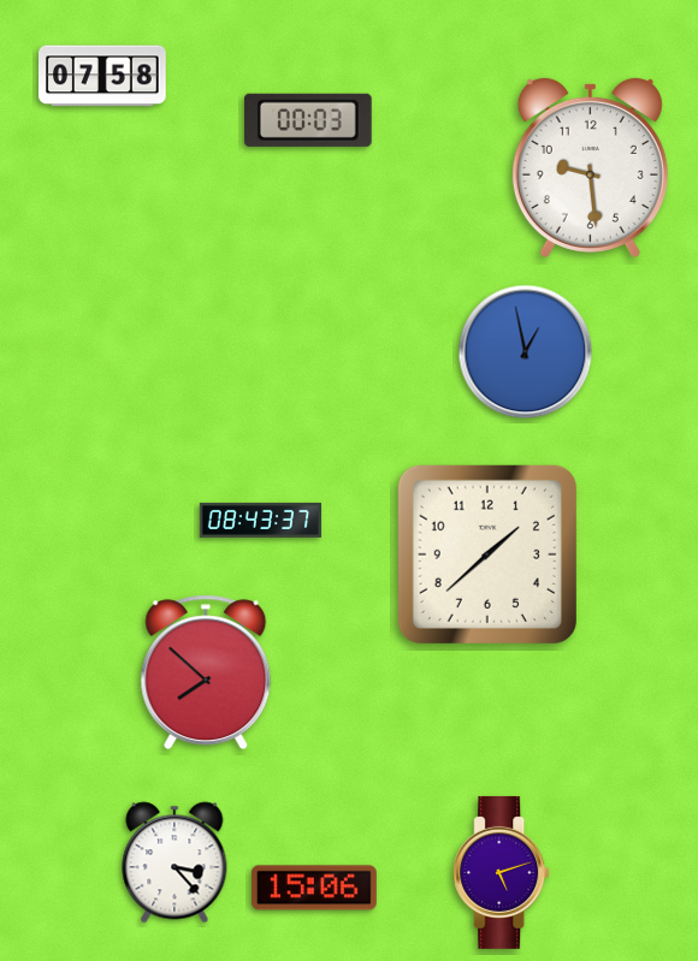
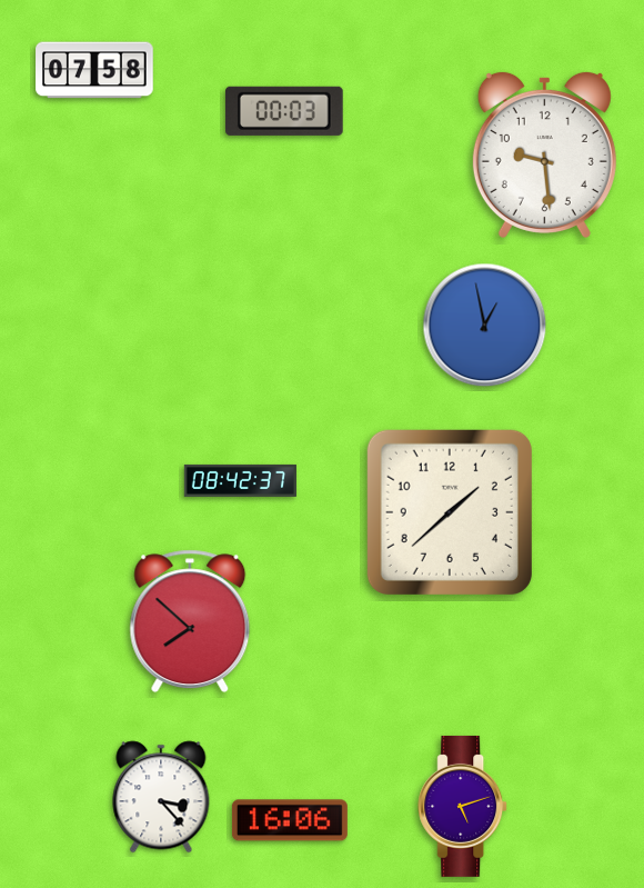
clock at (260, 520): 08:43 -> 08:42
clock at (314, 888): 15:06 -> 16:06
